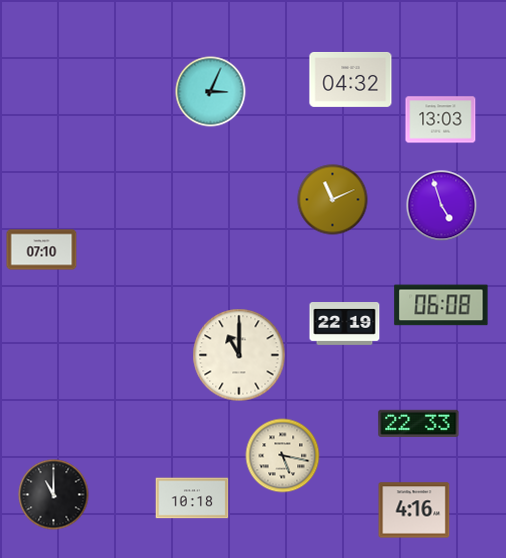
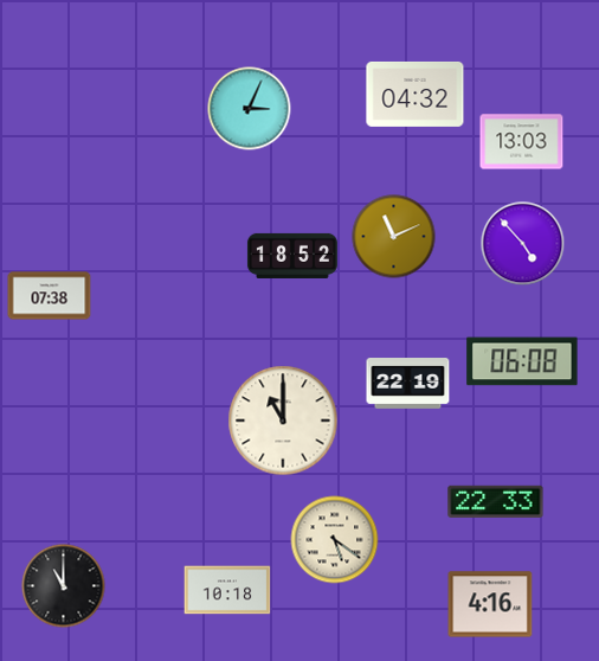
clock at (442, 206): 4:57 -> 4:53
clock at (292, 256): none -> 18:52
clock at (42, 250): 07:10 -> 07:38
clock at (283, 456): 5:17 -> 5:21
